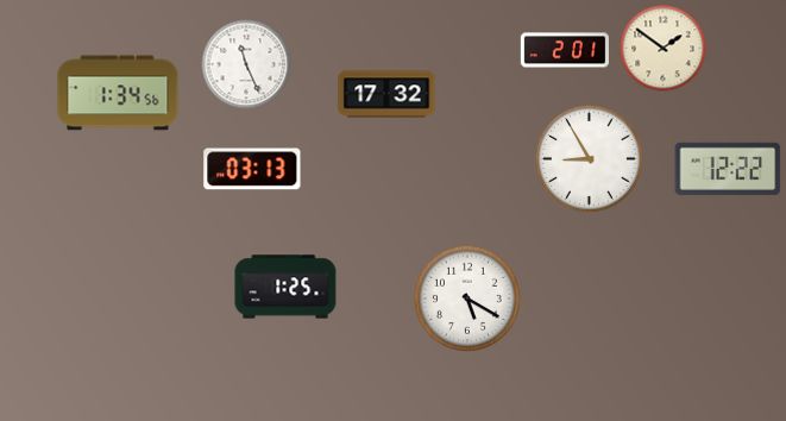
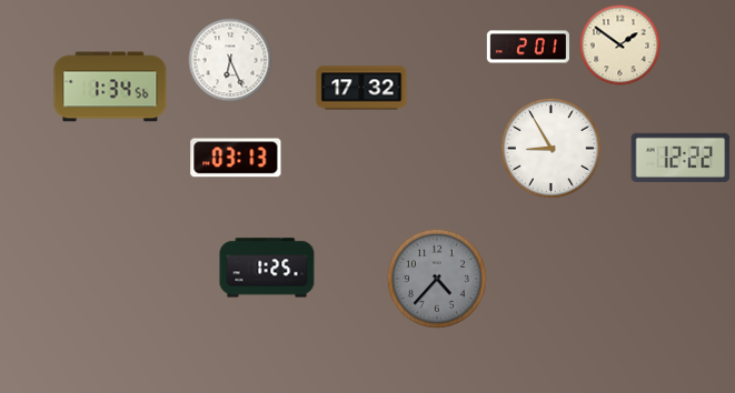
clock at (246, 64): 11:26 -> 6:26
clock at (467, 299): 5:20 -> 4:37
clock at (467, 299) dial: white -> grey
